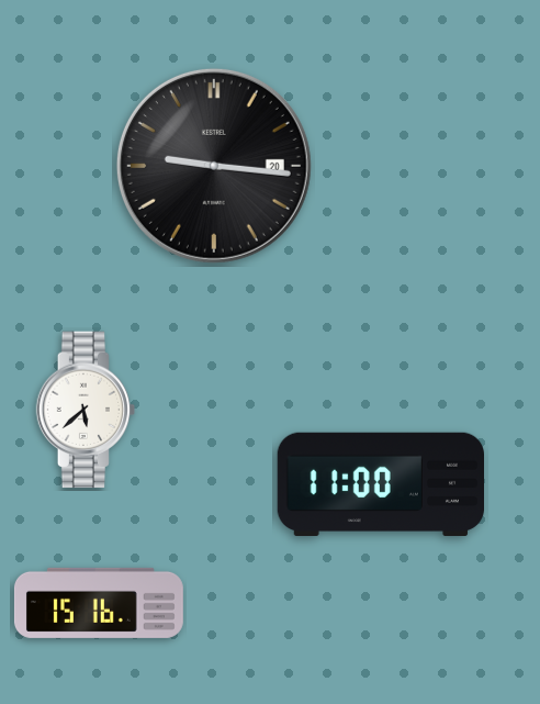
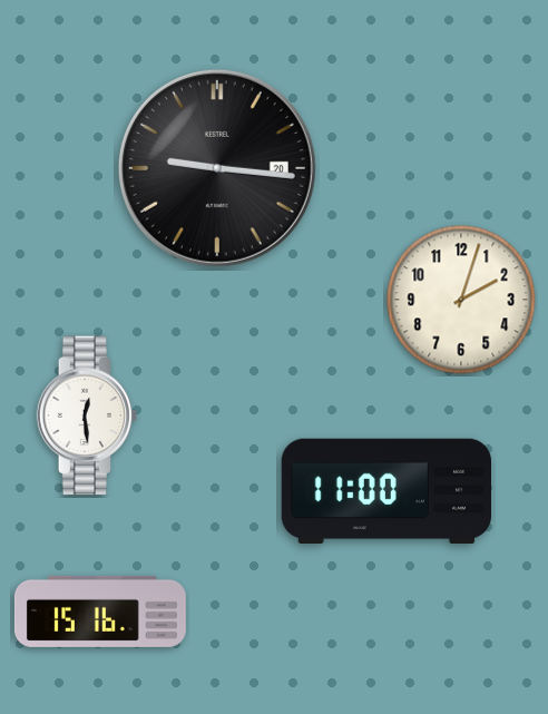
clock at (461, 300): none -> 2:03
clock at (86, 410): 5:38 -> 12:29
